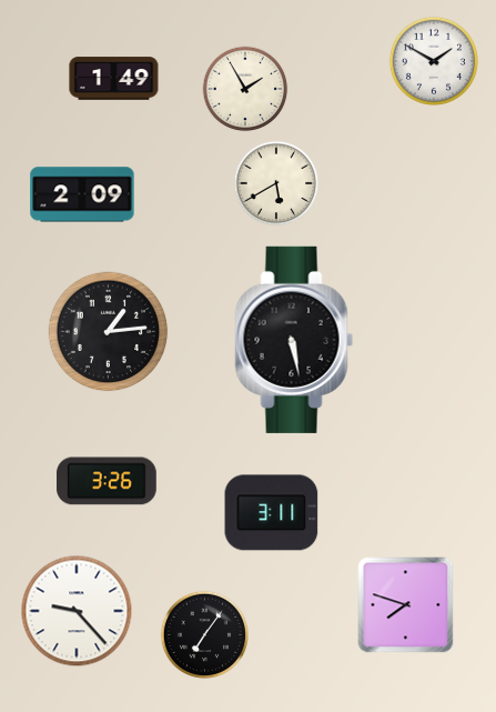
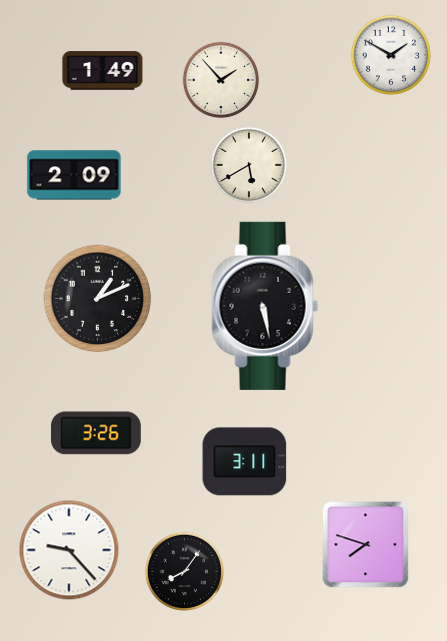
clock at (245, 89): 1:55 -> 1:53
clock at (109, 332): 1:14 -> 1:11
clock at (204, 634): 7:06 -> 8:06
